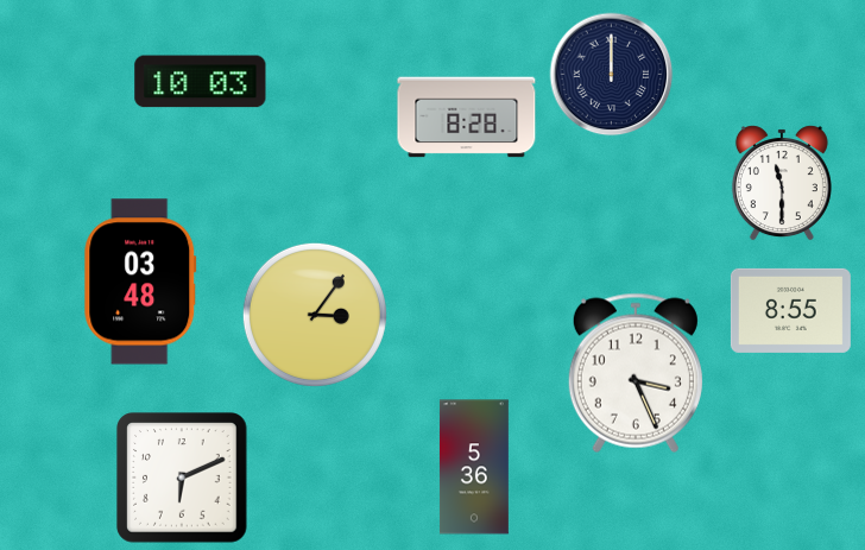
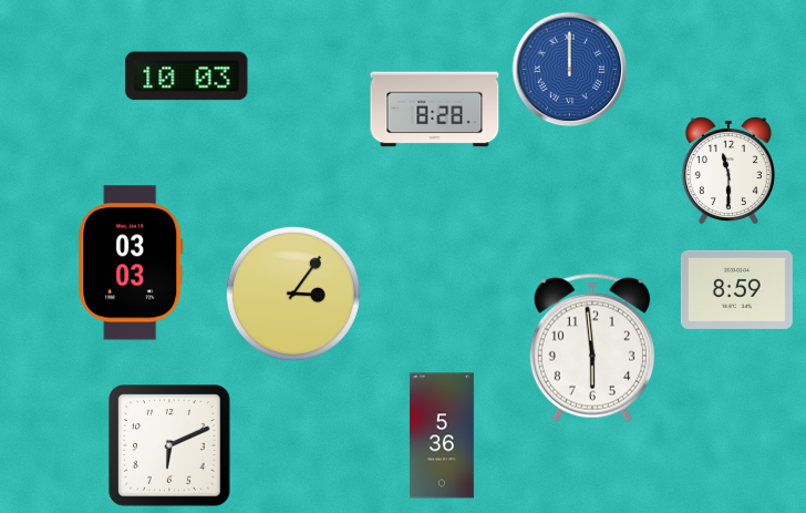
clock at (612, 75) dial: navy -> blue
clock at (140, 282): 03:48 -> 03:03
clock at (790, 310): 8:55 -> 8:59
clock at (636, 373): 3:26 -> 5:59
